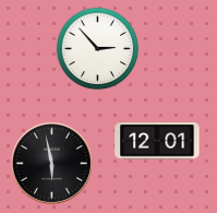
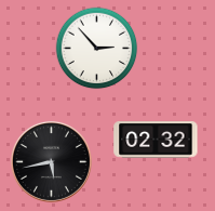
clock at (157, 141): 12:01 -> 02:32
clock at (51, 163): 5:58 -> 5:43
